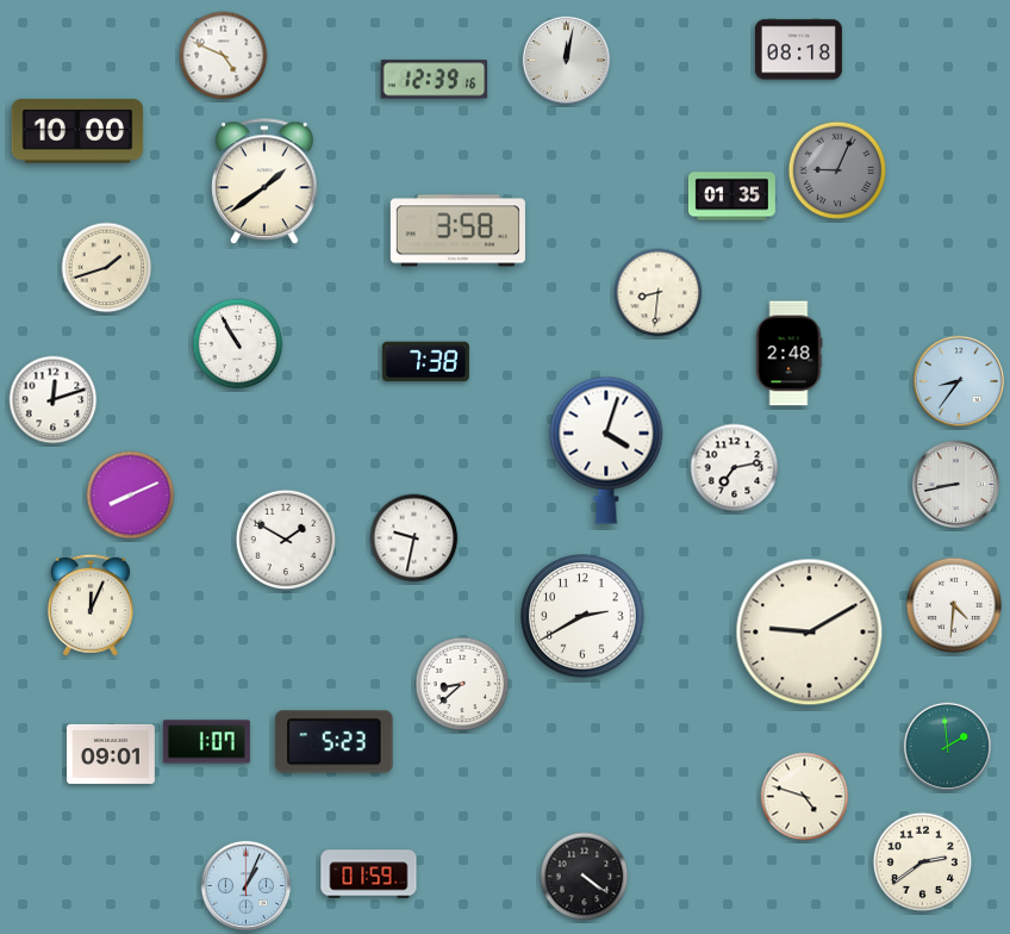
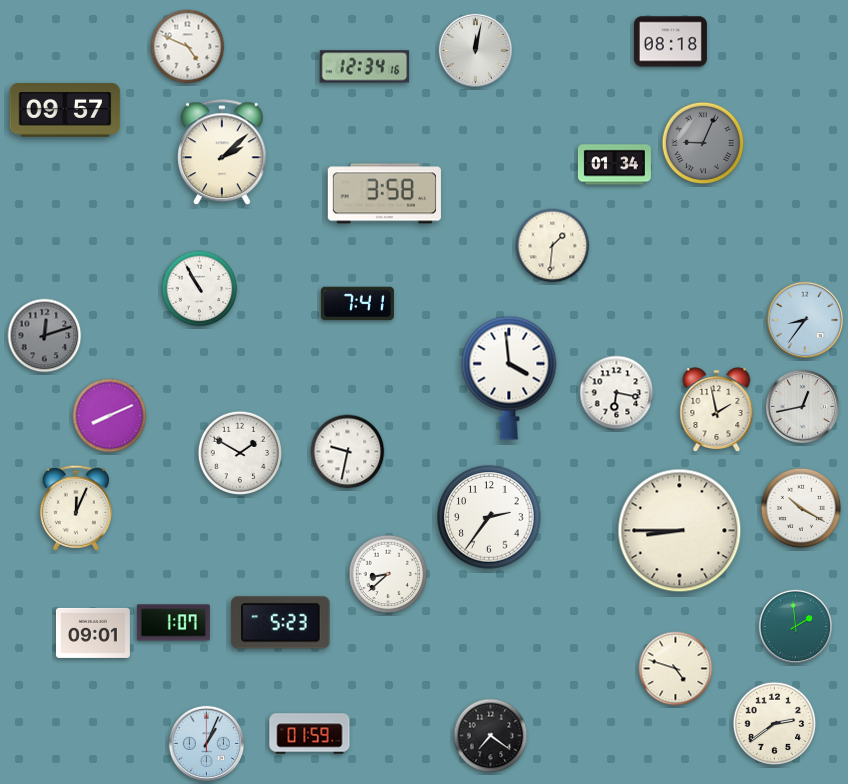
clock at (435, 80): 12:39 -> 12:34
clock at (77, 132): 10:00 -> 09:57
clock at (266, 182): 1:39 -> 2:08
clock at (731, 197): 01:35 -> 01:34
clock at (107, 268): 1:42 -> none
clock at (659, 293): 8:31 -> 1:31
clock at (788, 354): 2:48 -> none
clock at (425, 362): 7:38 -> 7:41
clock at (54, 400) dial: white -> grey
clock at (606, 450): 4:03 -> 3:59
clock at (735, 468): 7:13 -> 6:17
clock at (955, 484): 8:43 -> 12:43
clock at (717, 410): none -> 1:58
clock at (954, 605): 4:31 -> 10:20
clock at (582, 616): 2:40 -> 2:36
clock at (810, 633): 9:10 -> 8:45
clock at (585, 877): 4:21 -> 7:21
